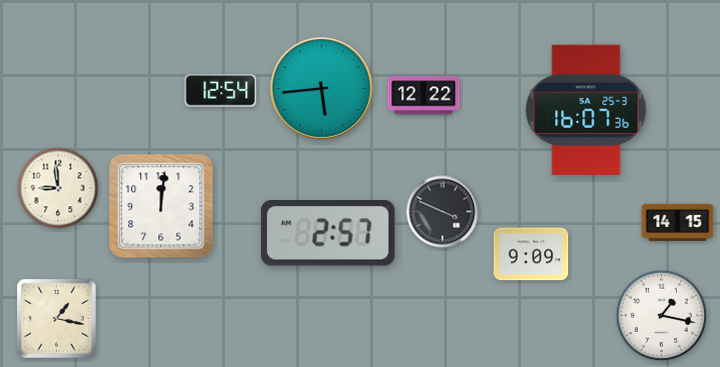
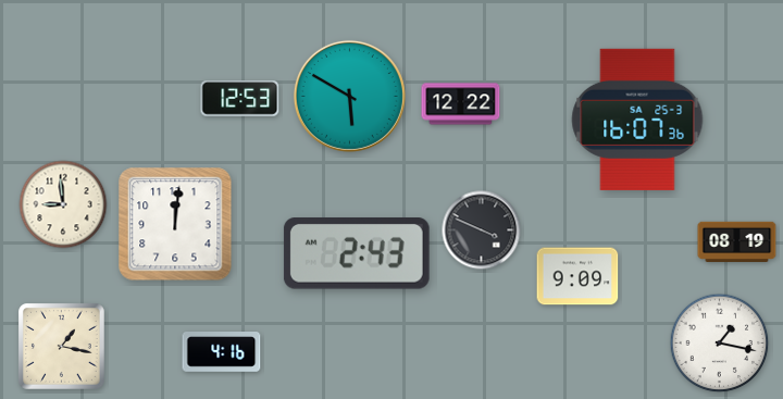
clock at (321, 88): 5:44 -> 5:50
clock at (221, 91): 12:54 -> 12:53
clock at (678, 222): 14:15 -> 08:19
clock at (328, 234): 2:57 -> 2:43
clock at (222, 352): none -> 4:16
